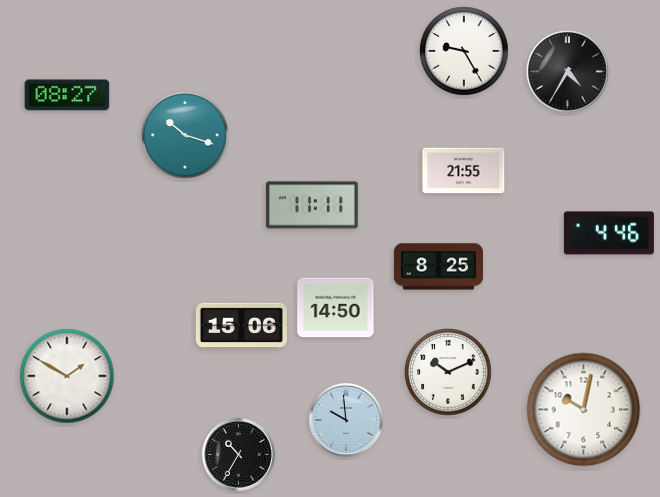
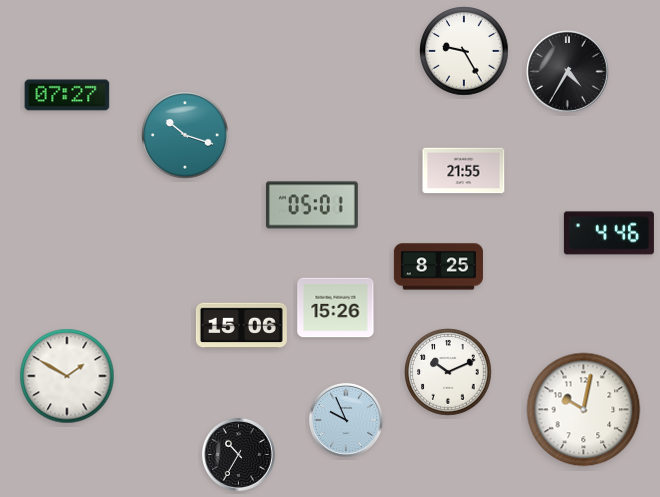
clock at (67, 95): 08:27 -> 07:27
clock at (312, 205): 11:11 -> 05:01
clock at (336, 308): 14:50 -> 15:26
clock at (346, 420): 9:59 -> 9:56
